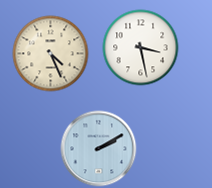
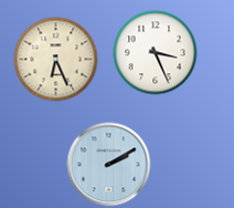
clock at (141, 48): 3:28 -> 3:26
clock at (51, 54): 4:26 -> 6:26
